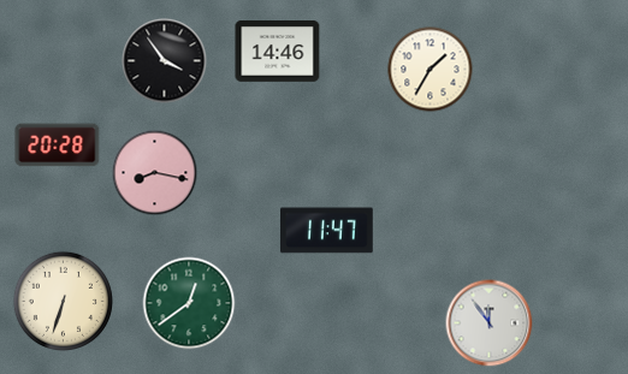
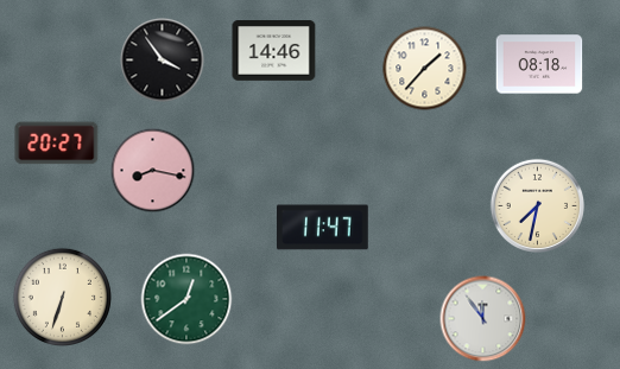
clock at (539, 64): none -> 08:18
clock at (431, 70): 1:35 -> 1:37
clock at (58, 146): 20:28 -> 20:27
clock at (537, 205): none -> 7:32
